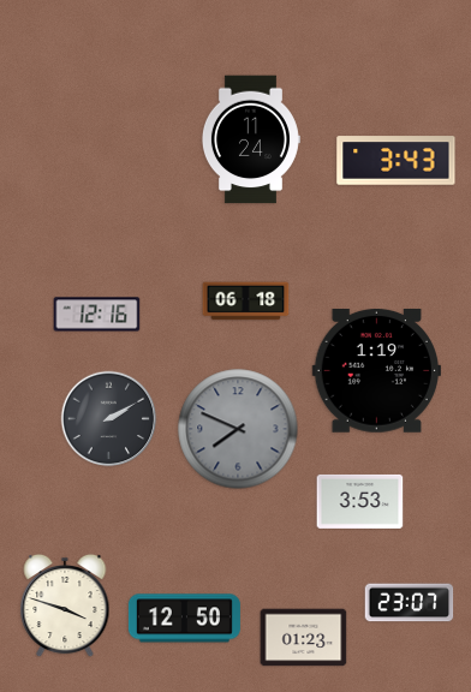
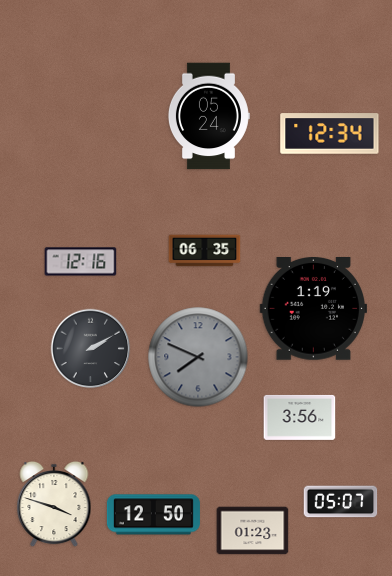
clock at (250, 139): 11:24 -> 05:24
clock at (397, 161): 3:43 -> 12:34
clock at (246, 302): 06:18 -> 06:35
clock at (360, 501): 3:53 -> 3:56
clock at (410, 603): 23:07 -> 05:07
